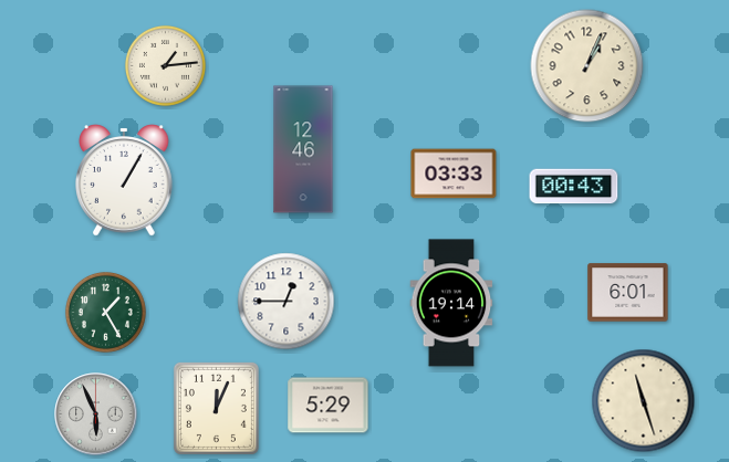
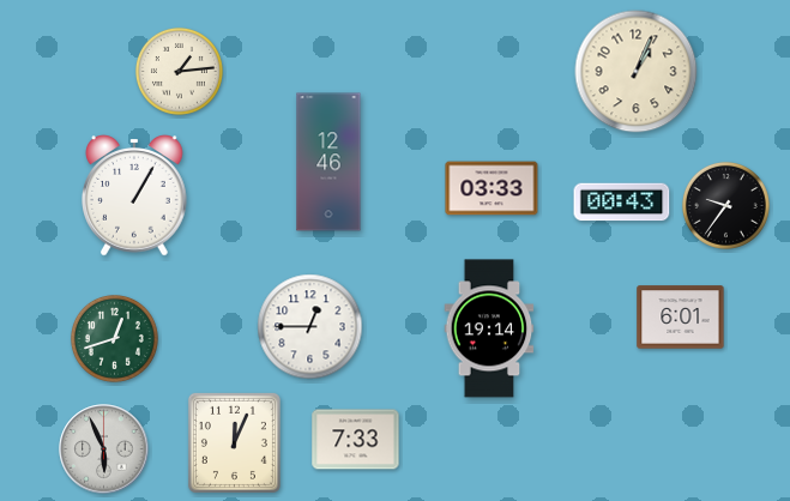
clock at (725, 205): none -> 9:36
clock at (105, 312): 1:25 -> 12:42
clock at (644, 401): 11:27 -> none
clock at (329, 406): 5:29 -> 7:33
